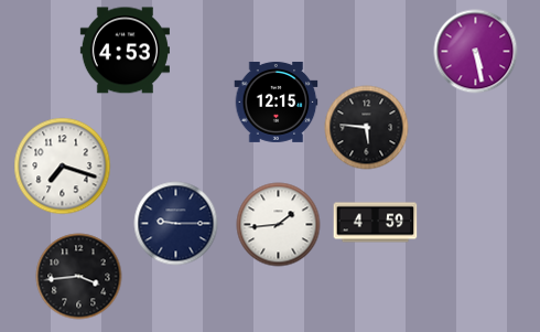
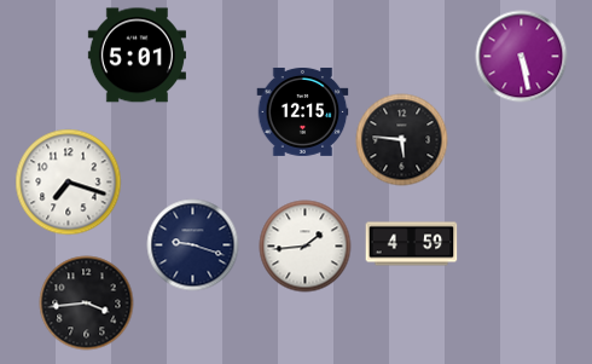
clock at (125, 51): 4:53 -> 5:01
clock at (176, 224): 9:15 -> 9:18
